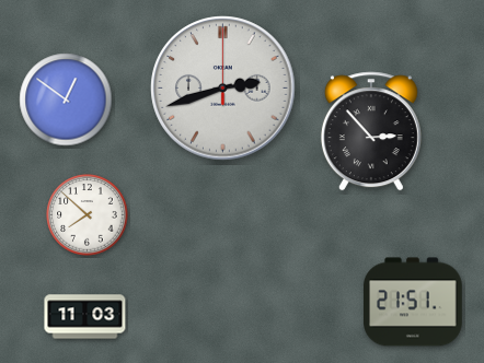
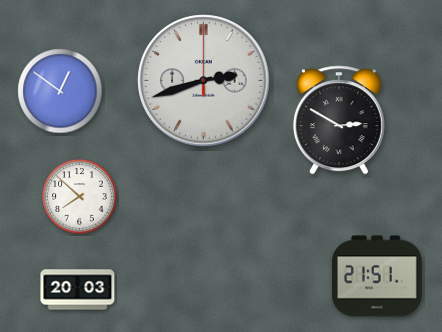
clock at (371, 131): 2:53 -> 2:50
clock at (85, 317): 11:03 -> 20:03
